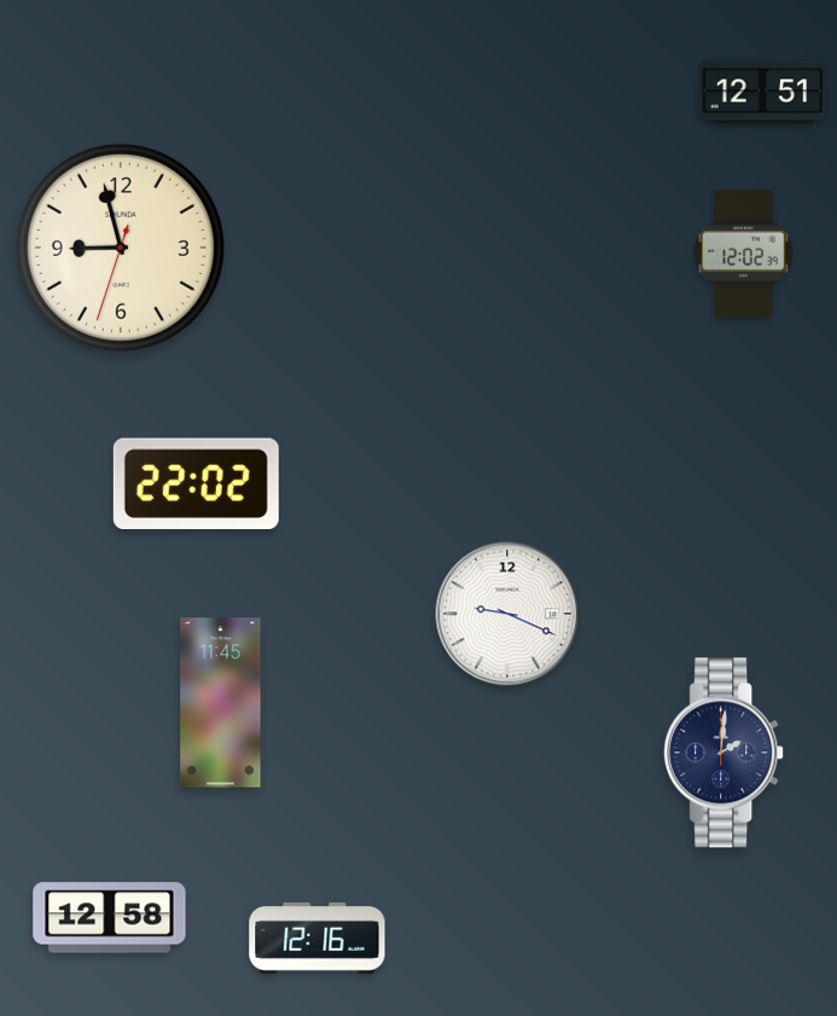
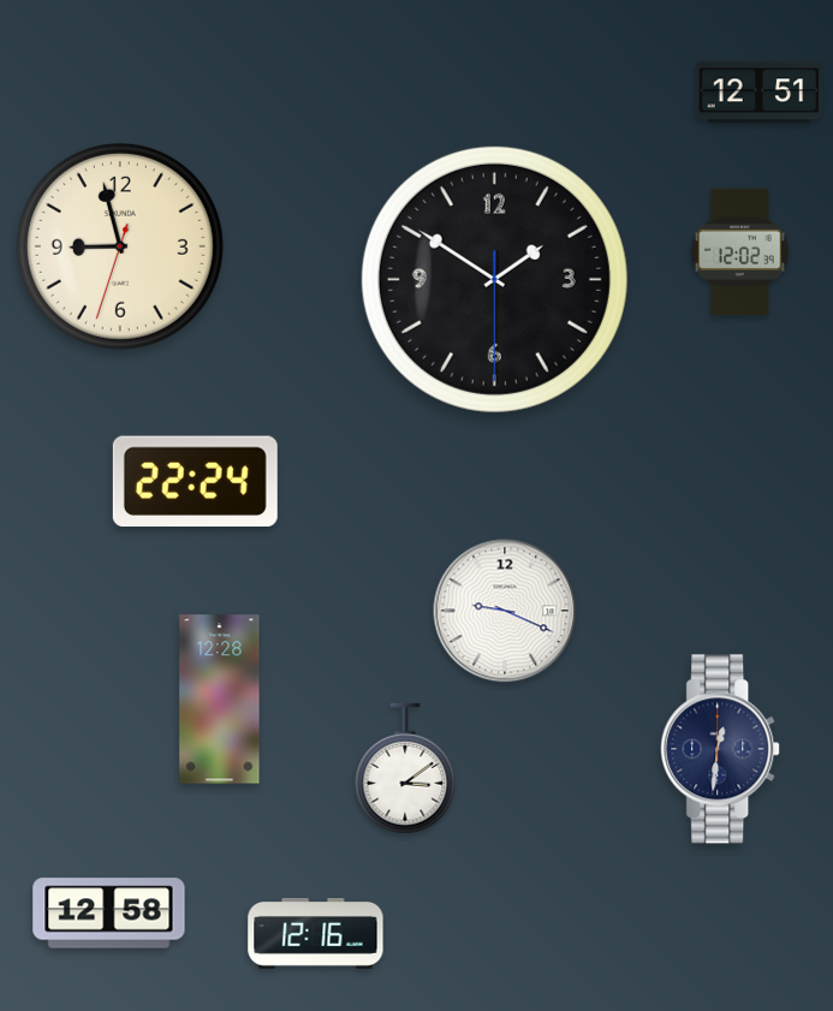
clock at (494, 279): none -> 1:50
clock at (196, 483): 22:02 -> 22:24
clock at (221, 703): 11:45 -> 12:28
clock at (725, 753): 2:01 -> 12:31
clock at (405, 768): none -> 3:09
